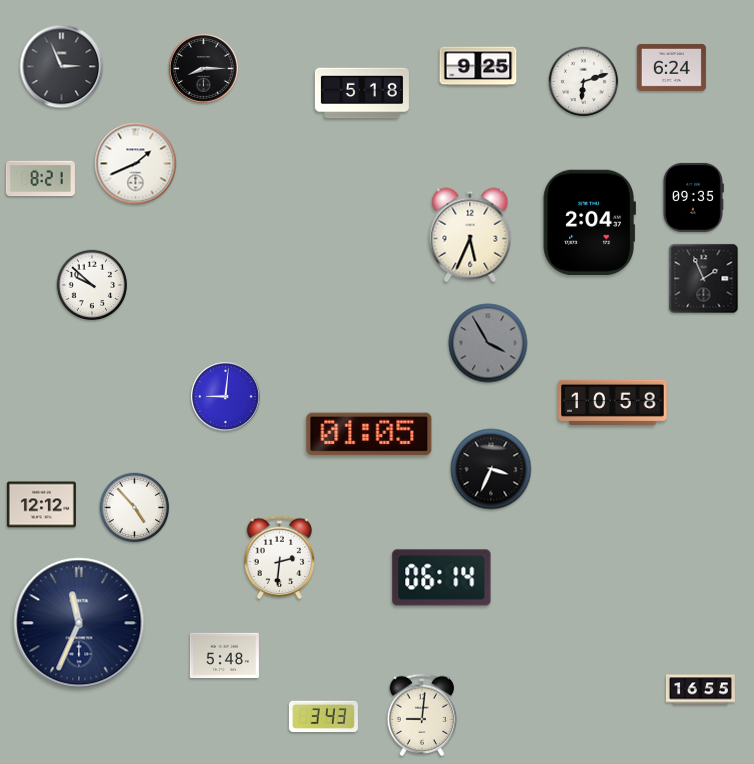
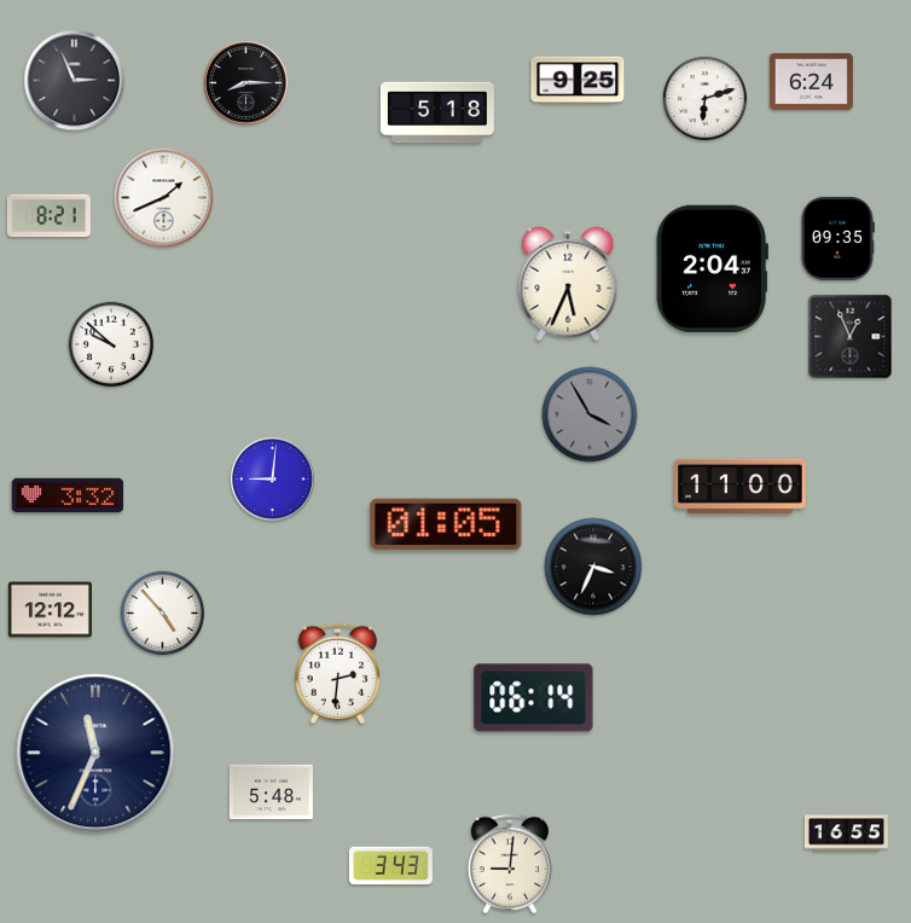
clock at (704, 279): 1:56 -> 12:56
clock at (613, 402): 10:58 -> 11:00
clock at (68, 495): none -> 3:32
